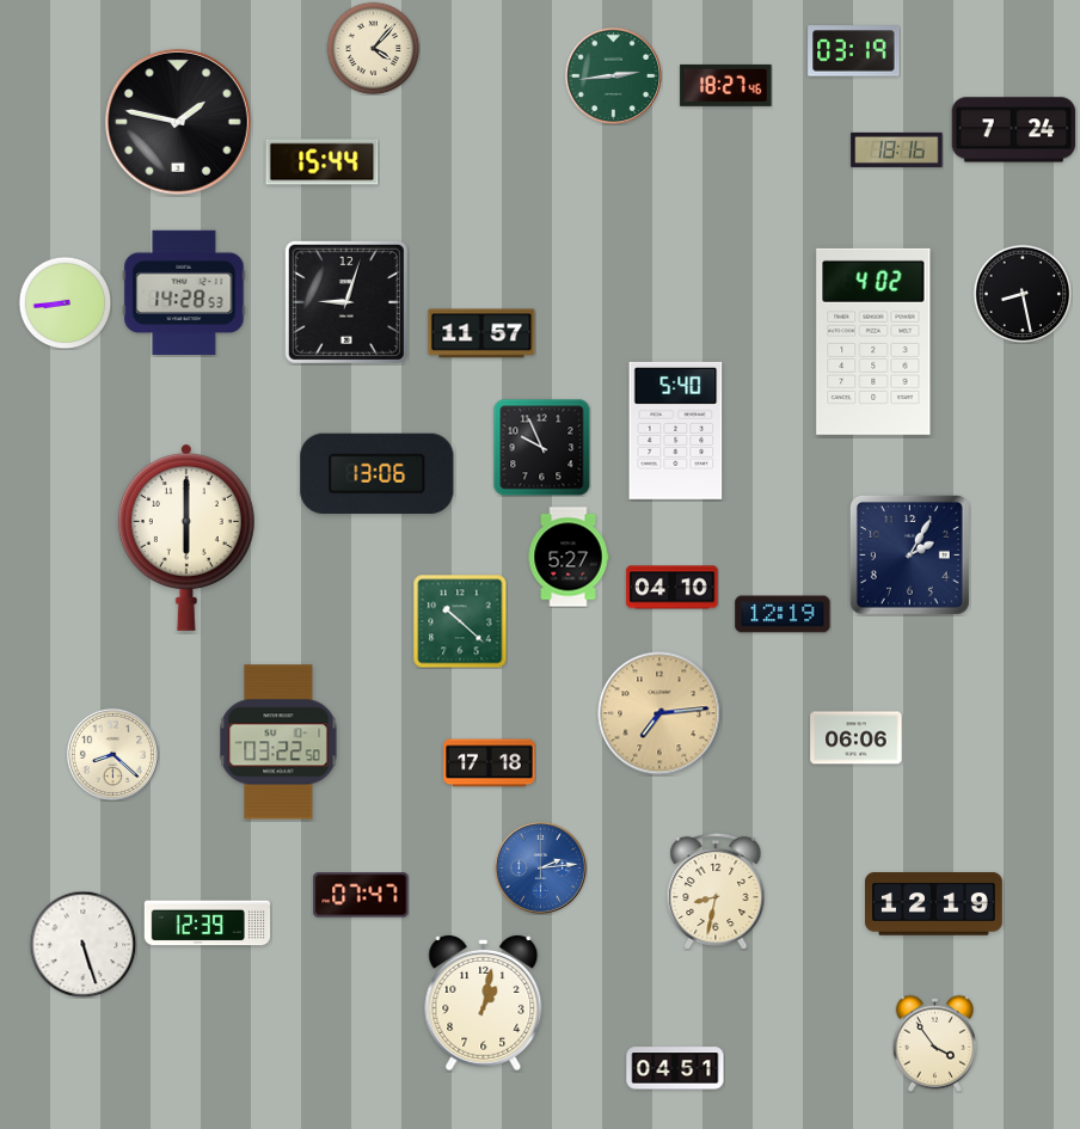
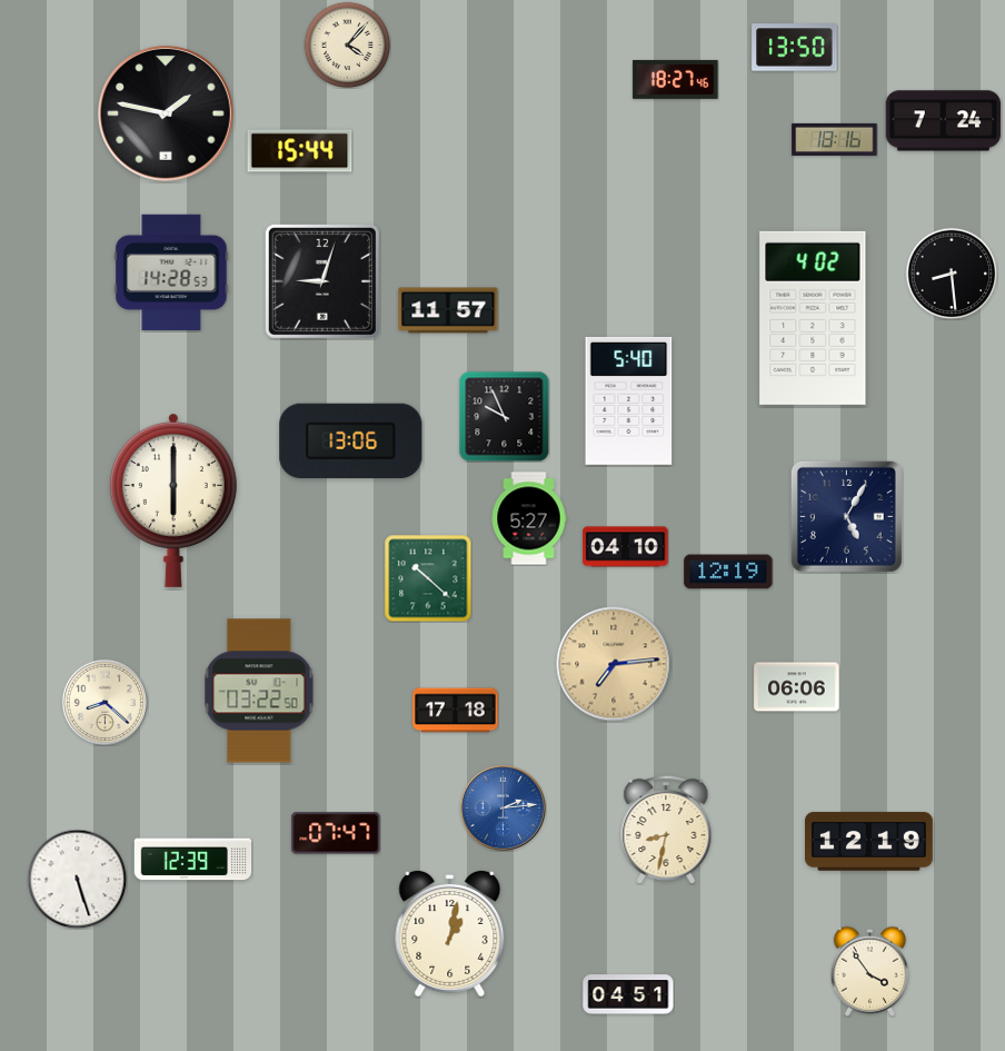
clock at (854, 51): 03:19 -> 13:50
clock at (613, 75): 2:44 -> none
clock at (1023, 294): 8:28 -> 8:29
clock at (65, 302): 8:44 -> none
clock at (909, 554): 2:05 -> 5:05
